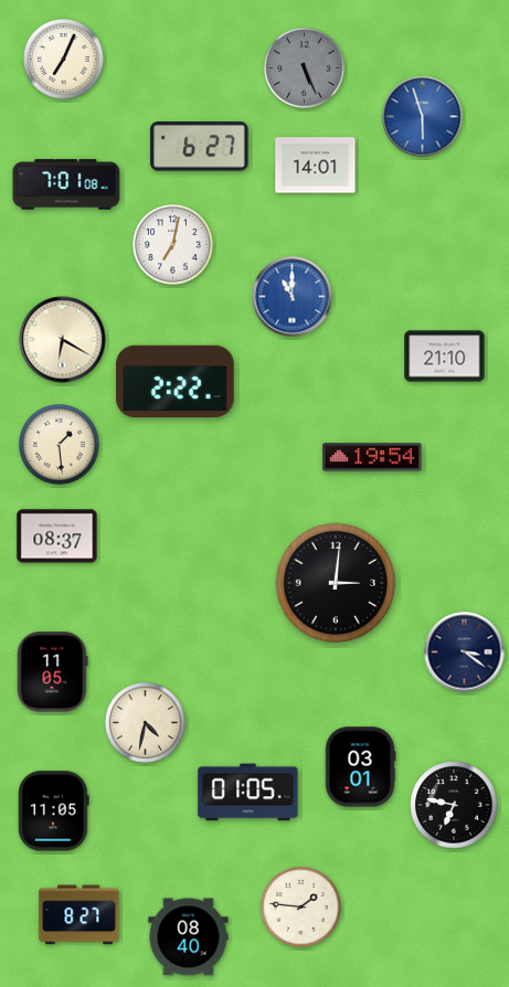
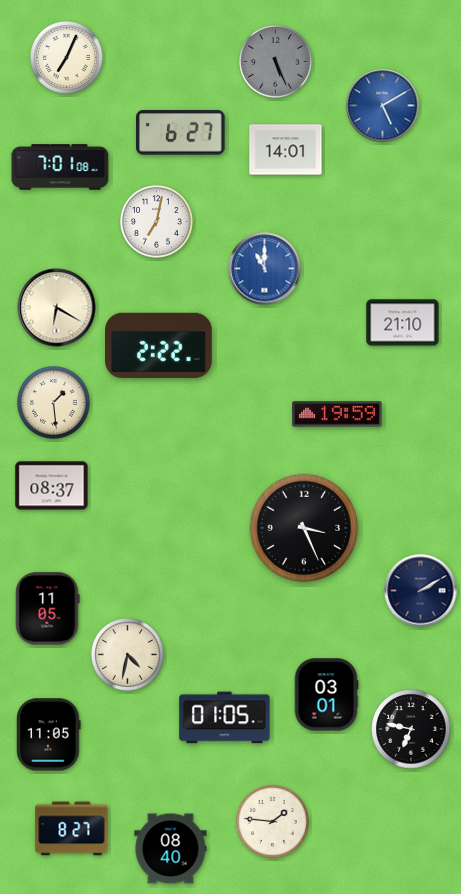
clock at (64, 60) position: (64, 60) -> (67, 58)
clock at (423, 117): 5:57 -> 5:10
clock at (372, 457): 19:54 -> 19:59
clock at (336, 583): 3:01 -> 3:26
clock at (465, 652): 3:21 -> 2:10
clock at (146, 723) position: (146, 723) -> (128, 655)
